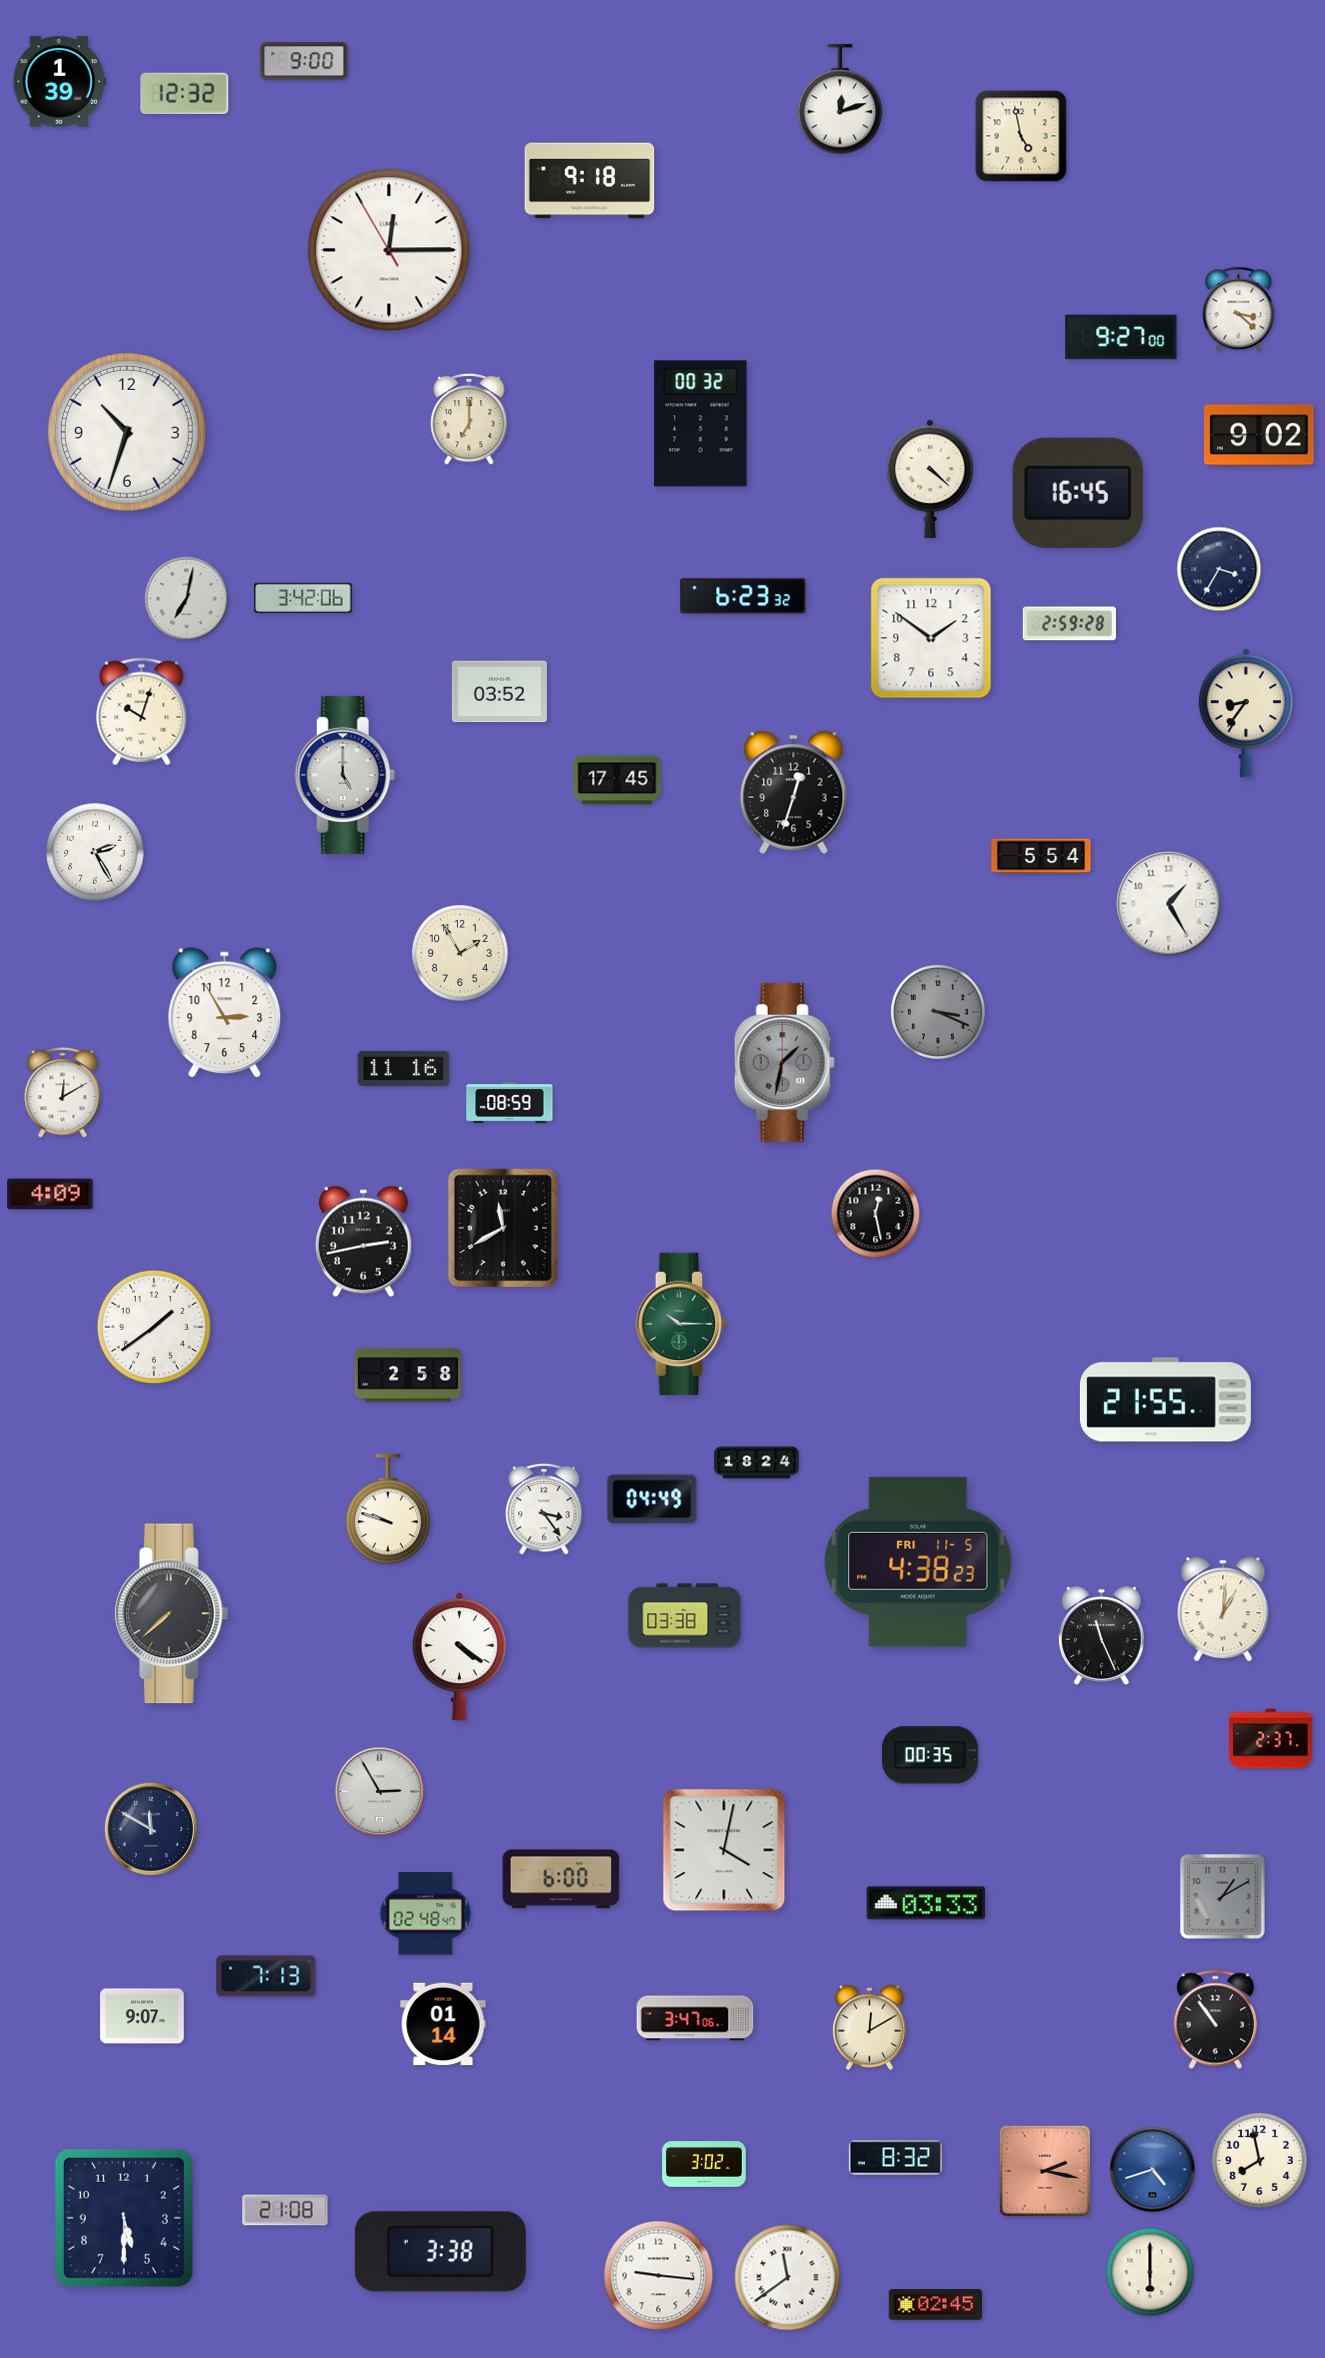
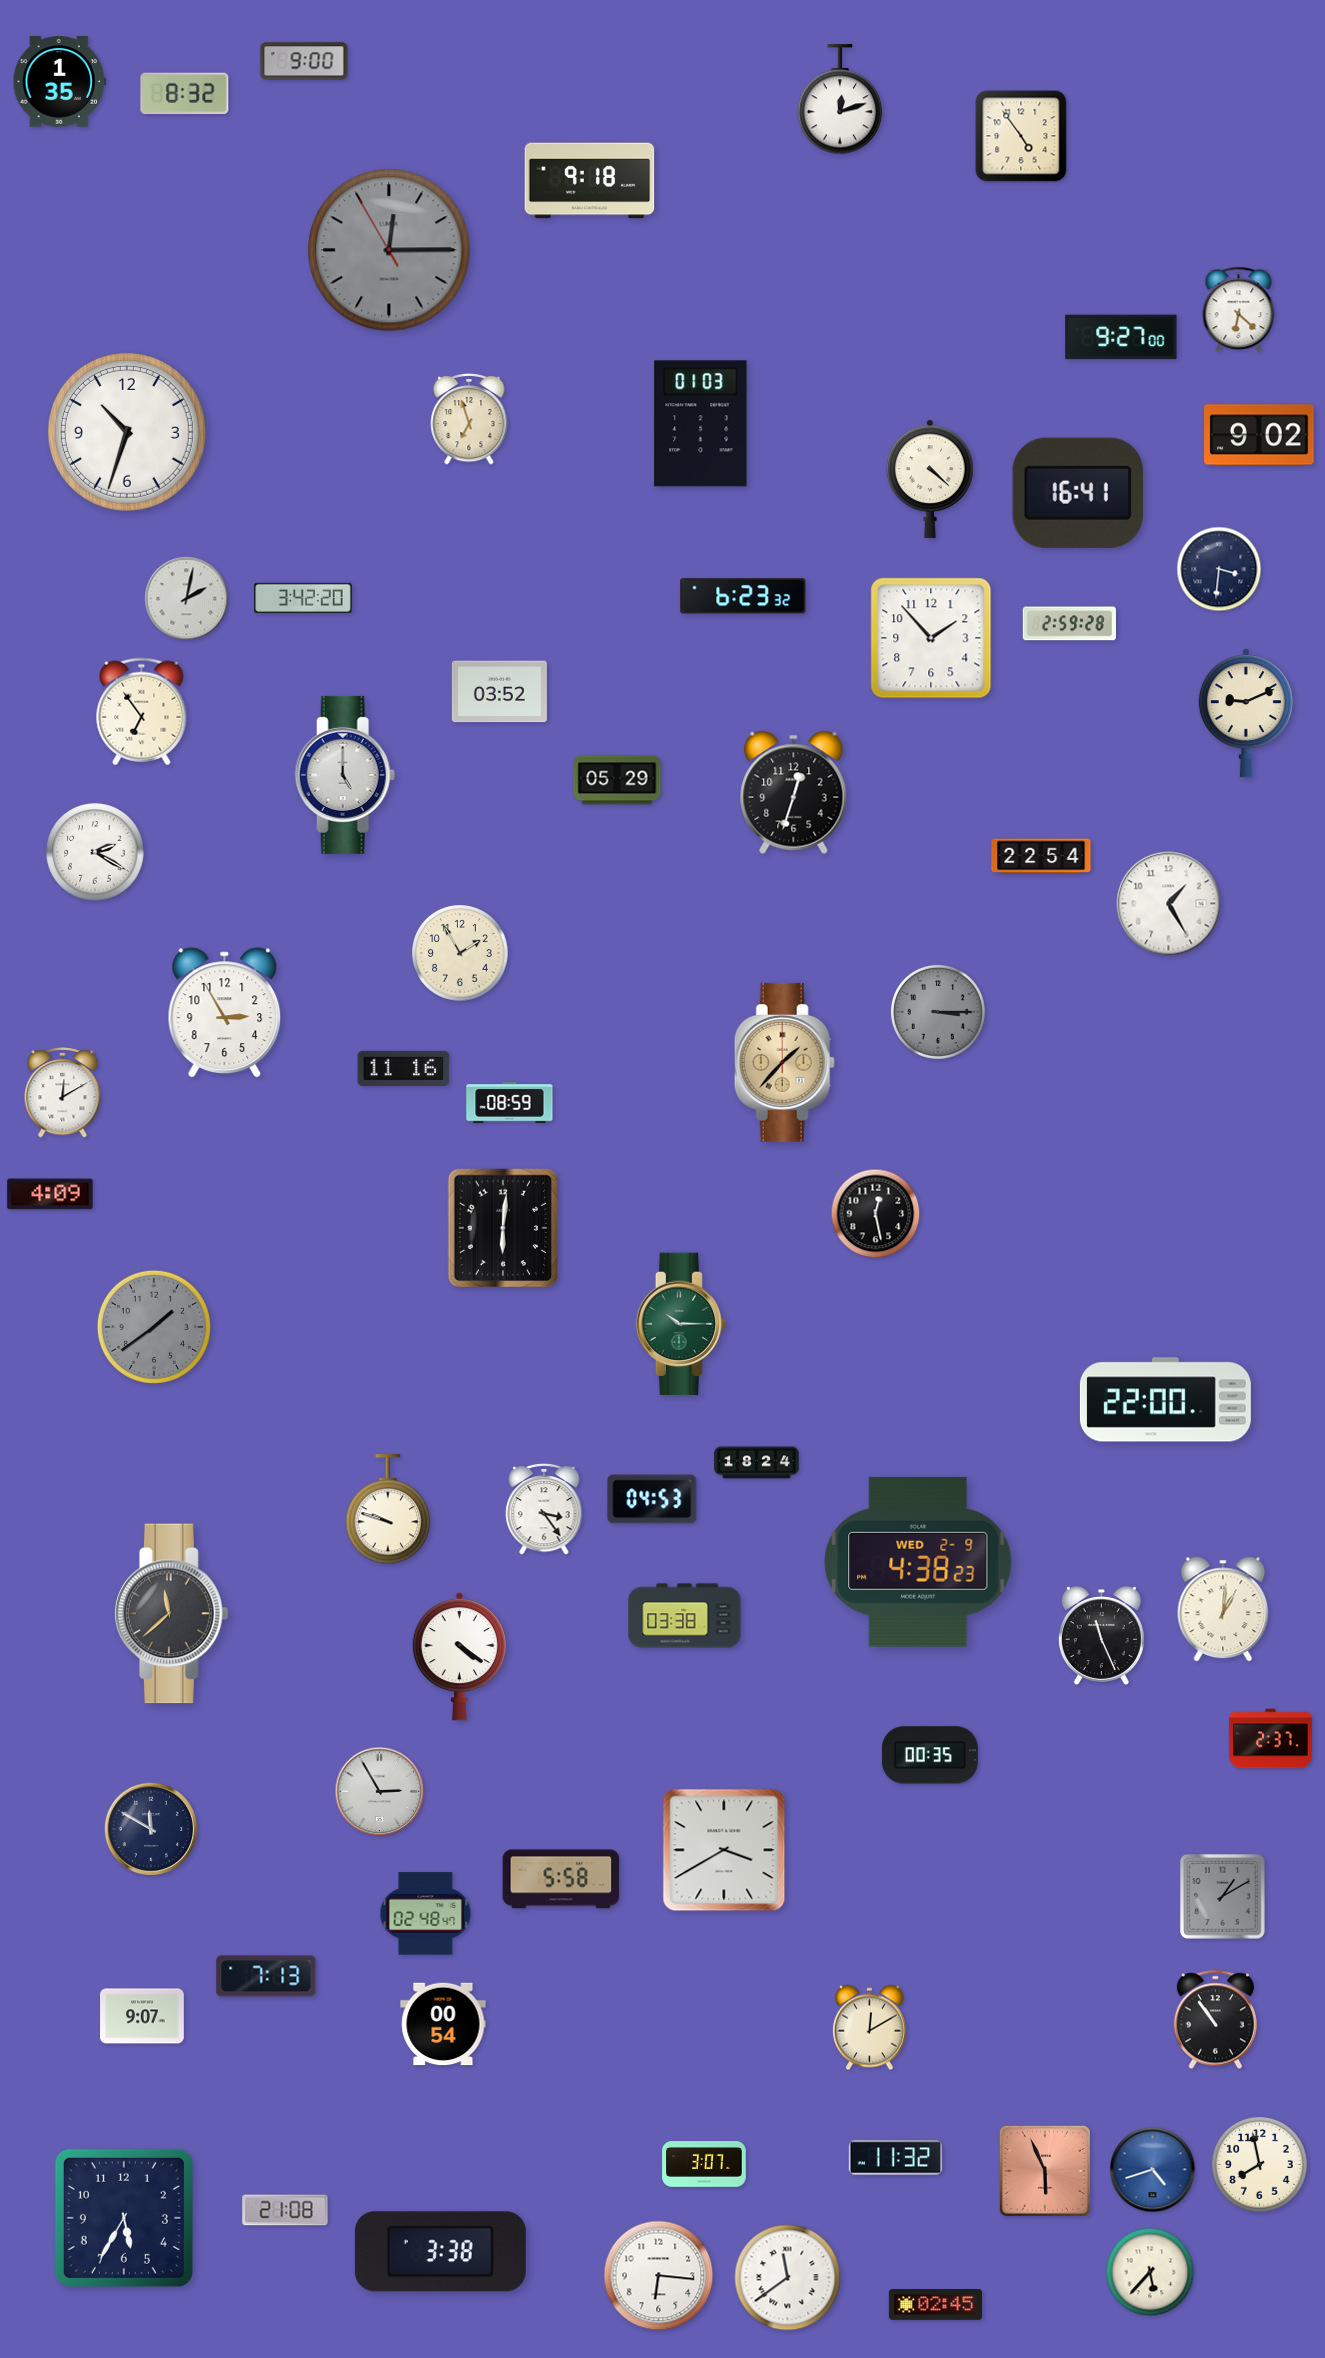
clock at (59, 82): 1:39 -> 1:35
clock at (185, 94): 12:32 -> 8:32
clock at (1021, 136): 4:58 -> 4:54
clock at (389, 250) dial: white -> grey
clock at (1239, 310): 3:22 -> 6:22
clock at (469, 419): 7:00 -> 6:57
clock at (701, 424): 00:32 -> 01:03
clock at (1078, 493): 16:45 -> 16:41
clock at (1219, 569): 3:35 -> 3:31
clock at (303, 598): 3:42:06 -> 3:42:20
clock at (187, 599): 7:02 -> 2:02
clock at (931, 638): 1:51 -> 1:53
clock at (142, 712): 10:03 -> 6:54
clock at (1246, 713): 8:36 -> 9:11
clock at (617, 780): 17:45 -> 05:29
clock at (95, 852): 2:25 -> 2:20
clock at (1041, 856): 5:54 -> 22:54
clock at (938, 1012): 3:19 -> 3:15
clock at (784, 1062): 1:32 -> 1:37
clock at (784, 1062) dial: grey -> champagne
clock at (502, 1227): 11:40 -> 6:01
clock at (363, 1242): 2:43 -> none
clock at (154, 1327) dial: white -> grey
clock at (407, 1375): 2:58 -> none
clock at (1165, 1400): 21:55 -> 22:00
clock at (652, 1499): 04:49 -> 04:53
clock at (918, 1562) date: FRI 11-5 -> WED 2-9
clock at (172, 1614): 7:38 -> 11:38
clock at (724, 1850): 4:02 -> 3:40
clock at (561, 1879): 6:00 -> 5:58
clock at (926, 1903): 03:33 -> none
clock at (695, 2018): 3:47 -> none
clock at (443, 2024): 01:14 -> 00:54
clock at (896, 2158): 8:32 -> 11:32
clock at (1259, 2160) position: (1259, 2160) -> (1259, 2164)
clock at (704, 2164): 3:02 -> 3:07
clock at (1045, 2171): 2:17 -> 5:56
clock at (124, 2218): 5:30 -> 5:35
clock at (1150, 2272): 6:00 -> 5:37
clock at (659, 2276): 9:16 -> 6:16
